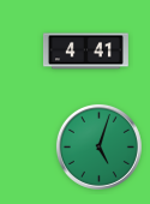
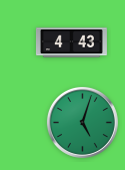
clock at (85, 52): 4:41 -> 4:43
